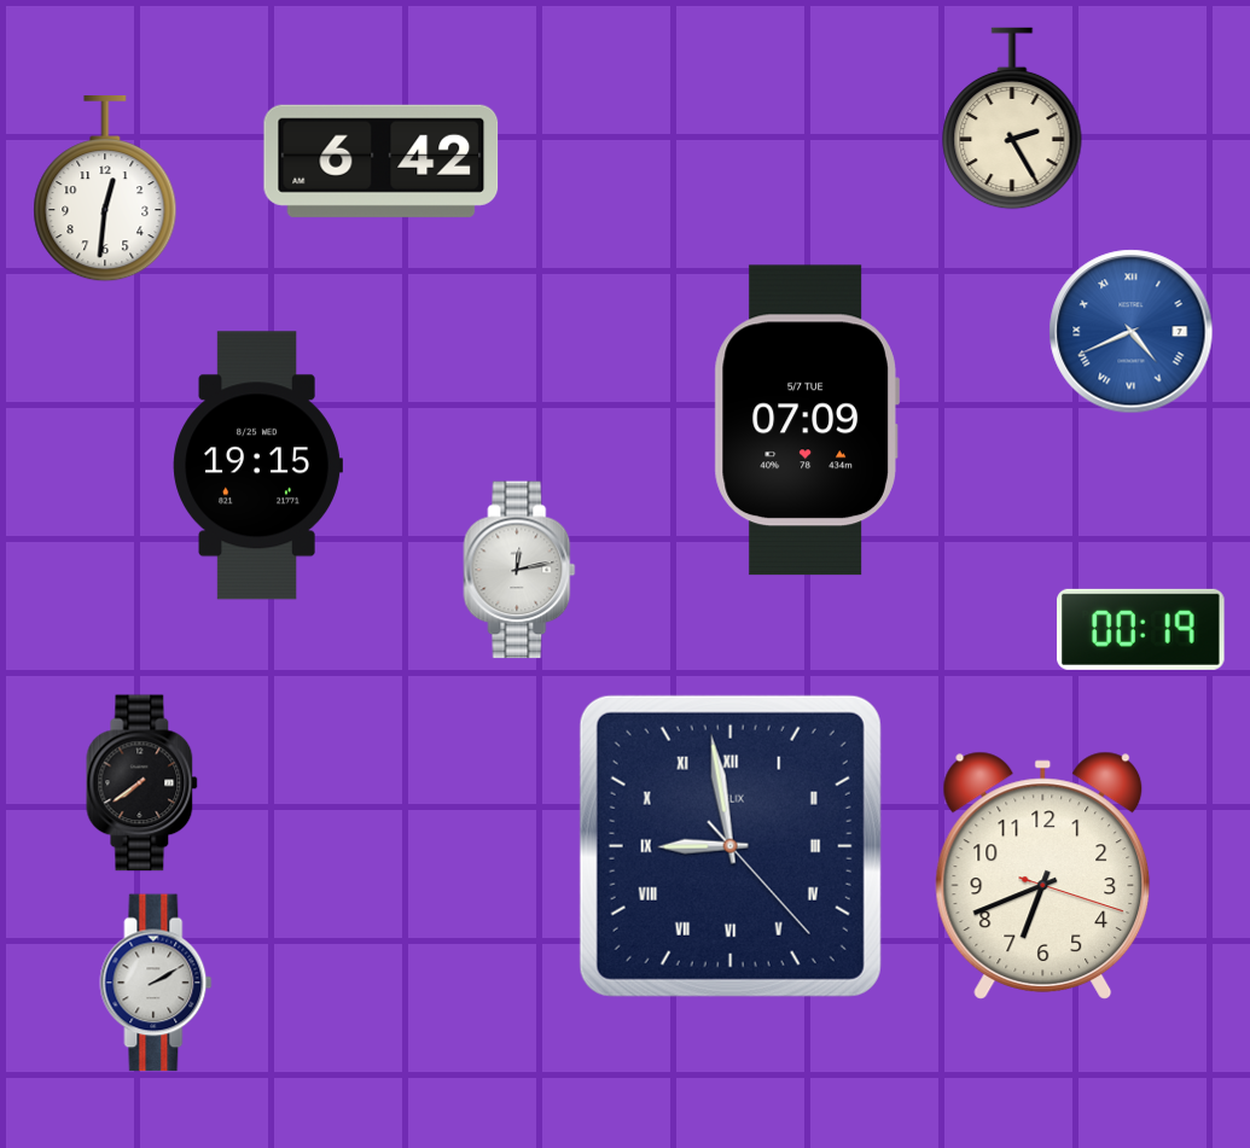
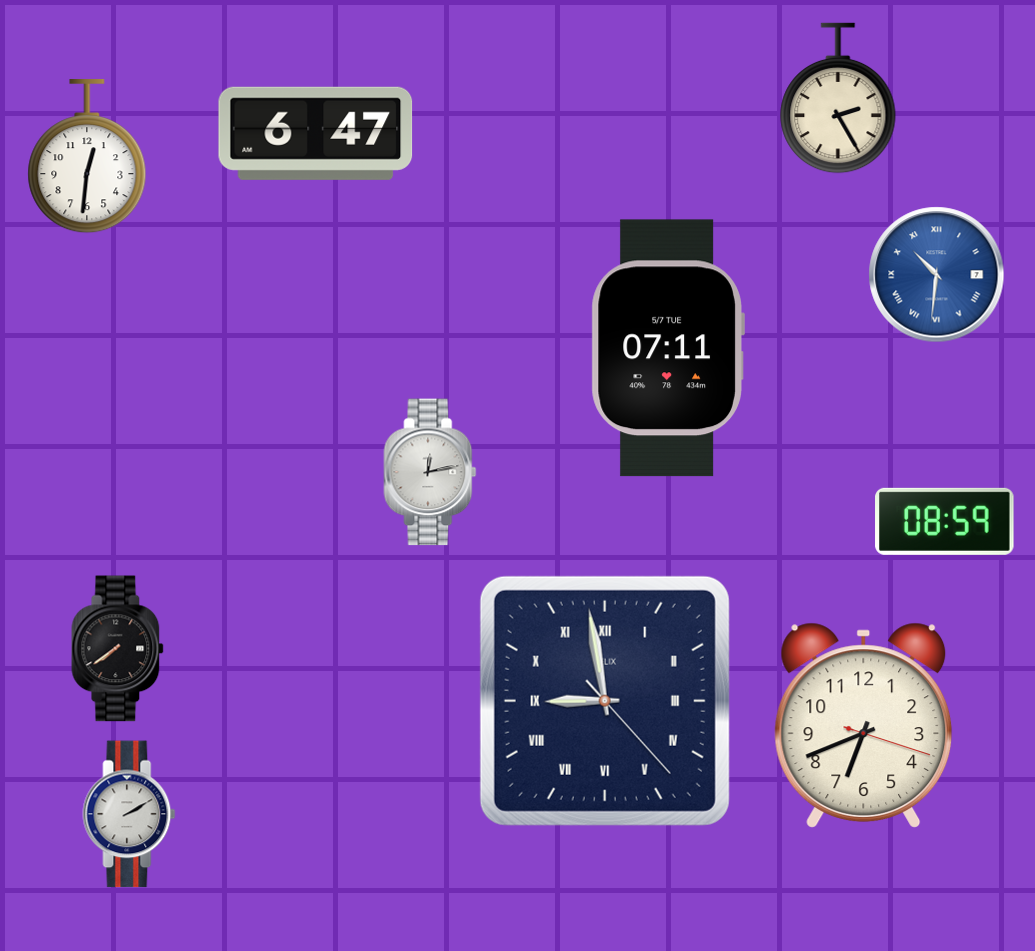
clock at (382, 161): 6:42 -> 6:47
clock at (1132, 332): 4:41 -> 10:31
clock at (807, 420): 07:09 -> 07:11
clock at (257, 466): 19:15 -> none
clock at (1141, 629): 00:19 -> 08:59
